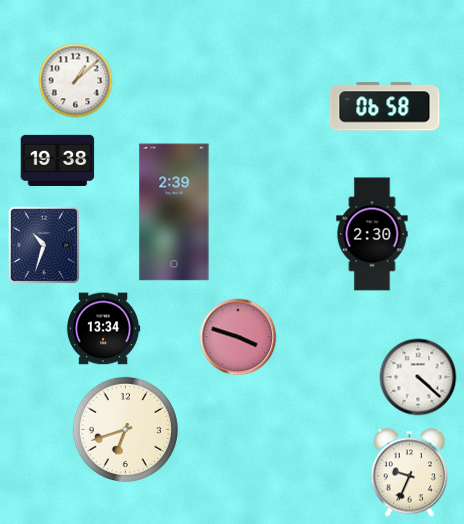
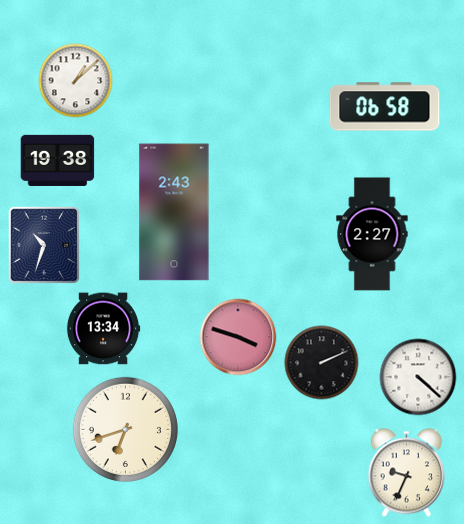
clock at (174, 212): 2:39 -> 2:43
clock at (372, 234): 2:30 -> 2:27
clock at (322, 363): none -> 2:11
clock at (409, 473) position: (409, 473) -> (406, 473)
